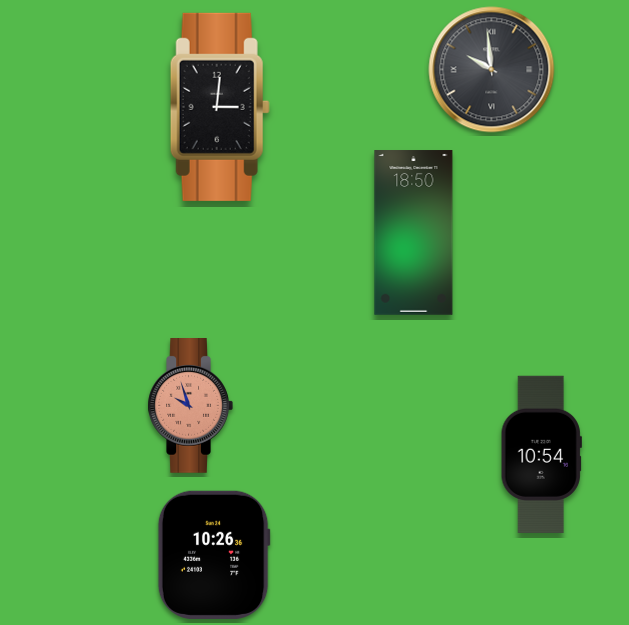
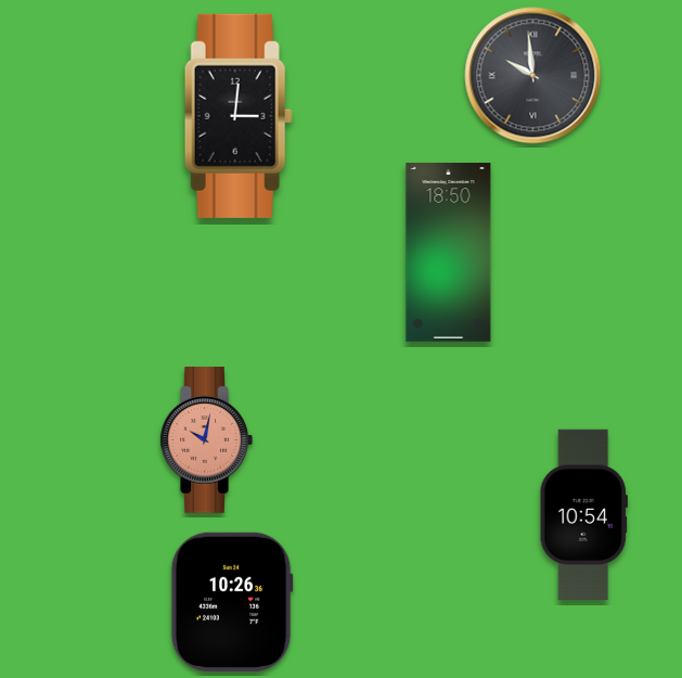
clock at (190, 406): 9:57 -> 10:02
clock at (541, 454) position: (541, 454) -> (583, 514)
